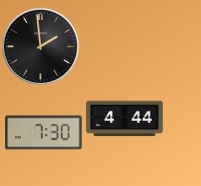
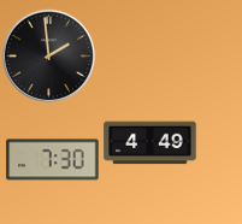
clock at (125, 119): 4:44 -> 4:49
